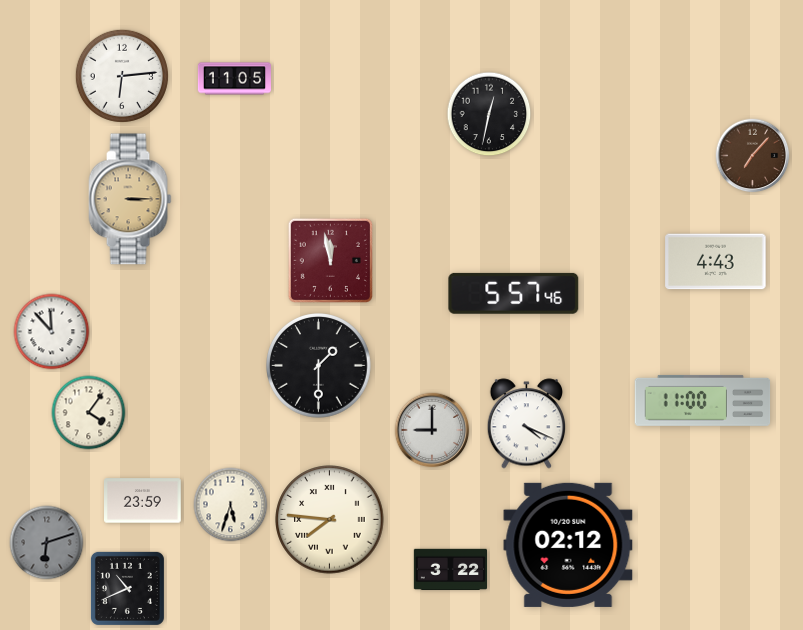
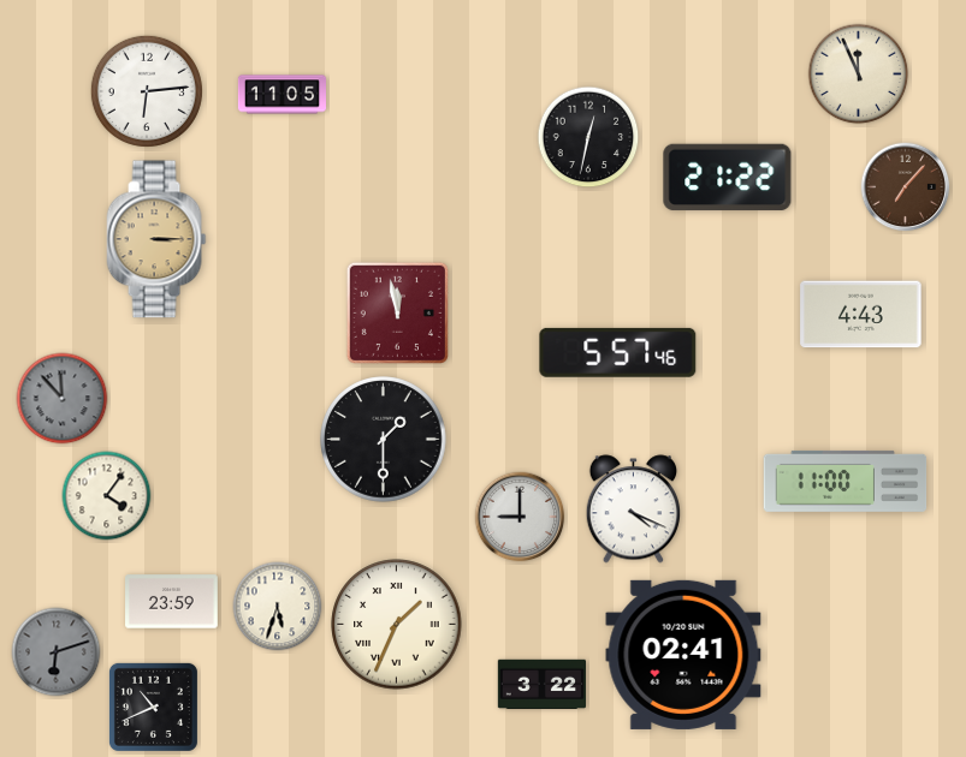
clock at (859, 74): none -> 11:56
clock at (728, 178): none -> 21:22
clock at (52, 332) dial: white -> grey
clock at (330, 520): 7:46 -> 1:34
clock at (568, 545): 02:12 -> 02:41
